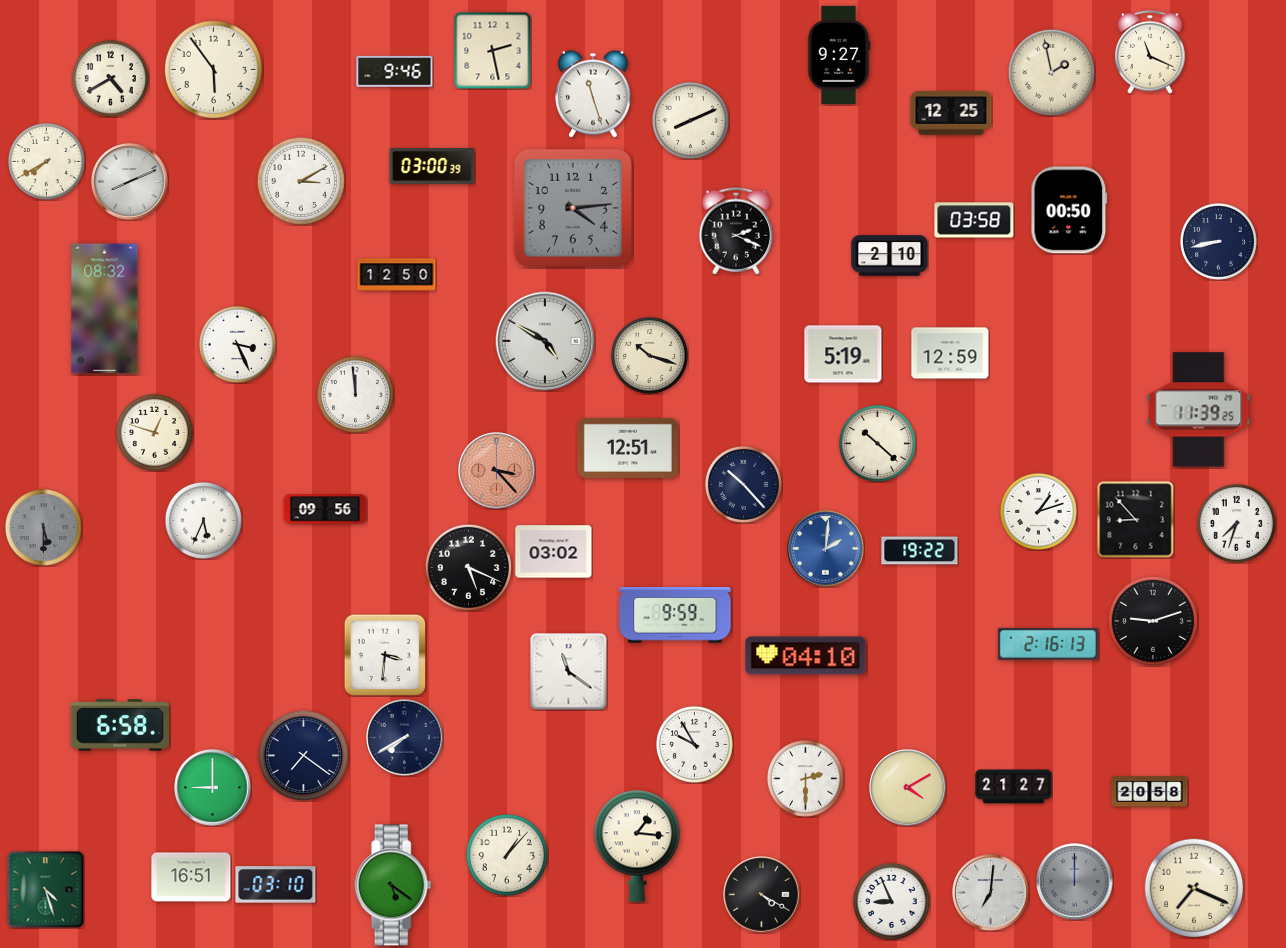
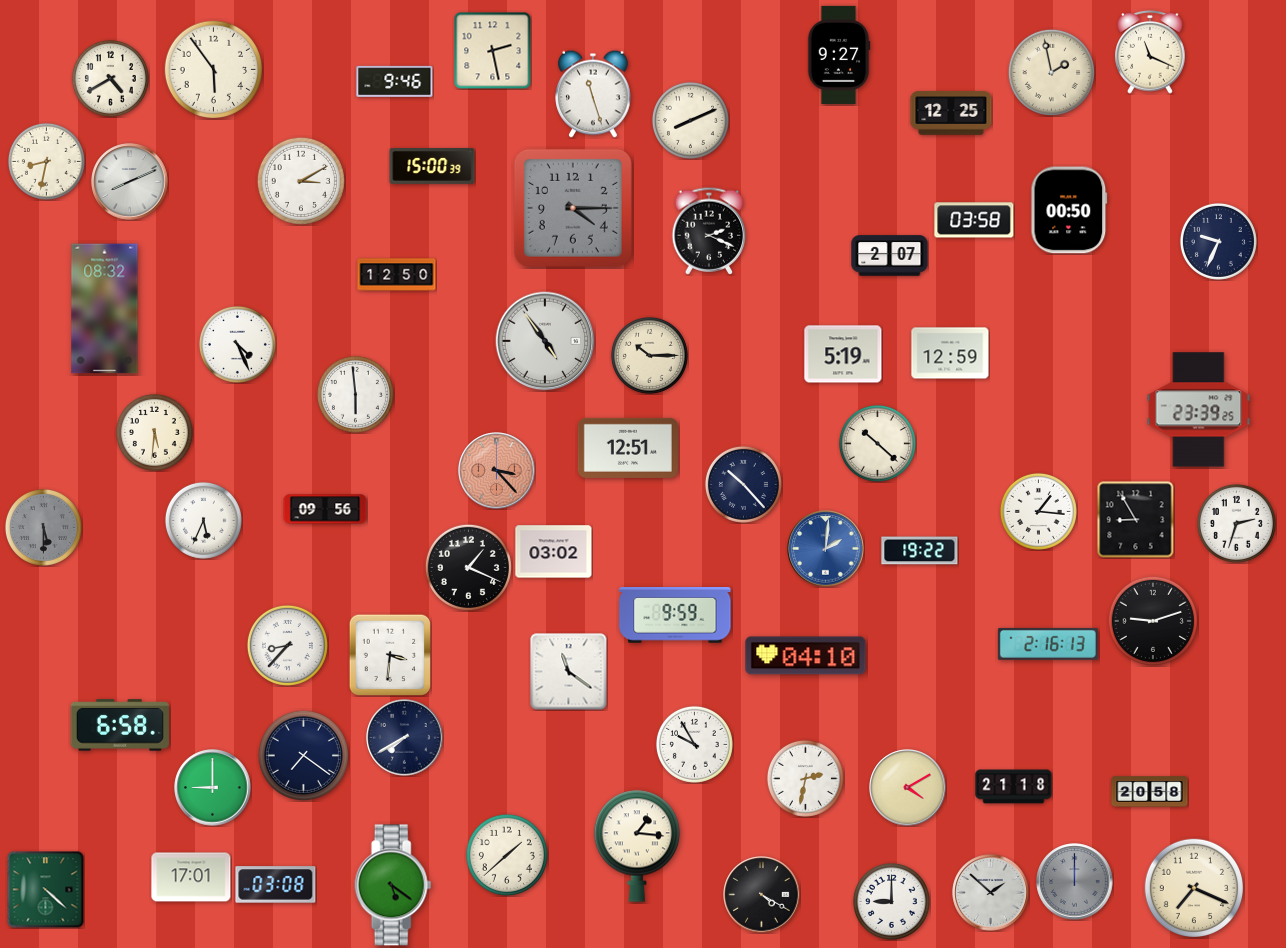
clock at (395, 71) position: (395, 71) -> (395, 81)
clock at (46, 161): 7:40 -> 8:32
clock at (432, 167): 03:00 -> 15:00
clock at (573, 208): 4:14 -> 4:15
clock at (736, 231) position: (736, 231) -> (709, 231)
clock at (1218, 241): 8:43 -> 9:34
clock at (890, 256): 2:10 -> 2:07
clock at (545, 341): 4:50 -> 4:54
clock at (237, 344): 3:26 -> 4:26
clock at (649, 355): 10:18 -> 10:15
clock at (355, 394): 11:59 -> 5:59
clock at (1199, 410): 11:39 -> 23:39
clock at (154, 432): 12:48 -> 5:31
clock at (1038, 511): 1:12 -> 1:16
clock at (1135, 519): 8:53 -> 8:55
clock at (1236, 523): 7:33 -> 2:33
clock at (468, 567): 5:19 -> 1:19
clock at (287, 645): none -> 8:37
clock at (384, 654) position: (384, 654) -> (389, 654)
clock at (805, 778): 2:30 -> 2:32
clock at (1014, 787): 21:27 -> 21:18
clock at (507, 855): 1:07 -> 1:38
clock at (191, 877): 16:51 -> 17:01
clock at (276, 885): 03:10 -> 03:08
clock at (46, 890): 4:27 -> 4:22
clock at (991, 893): 7:01 -> 1:52
clock at (891, 901): 8:56 -> 9:00
